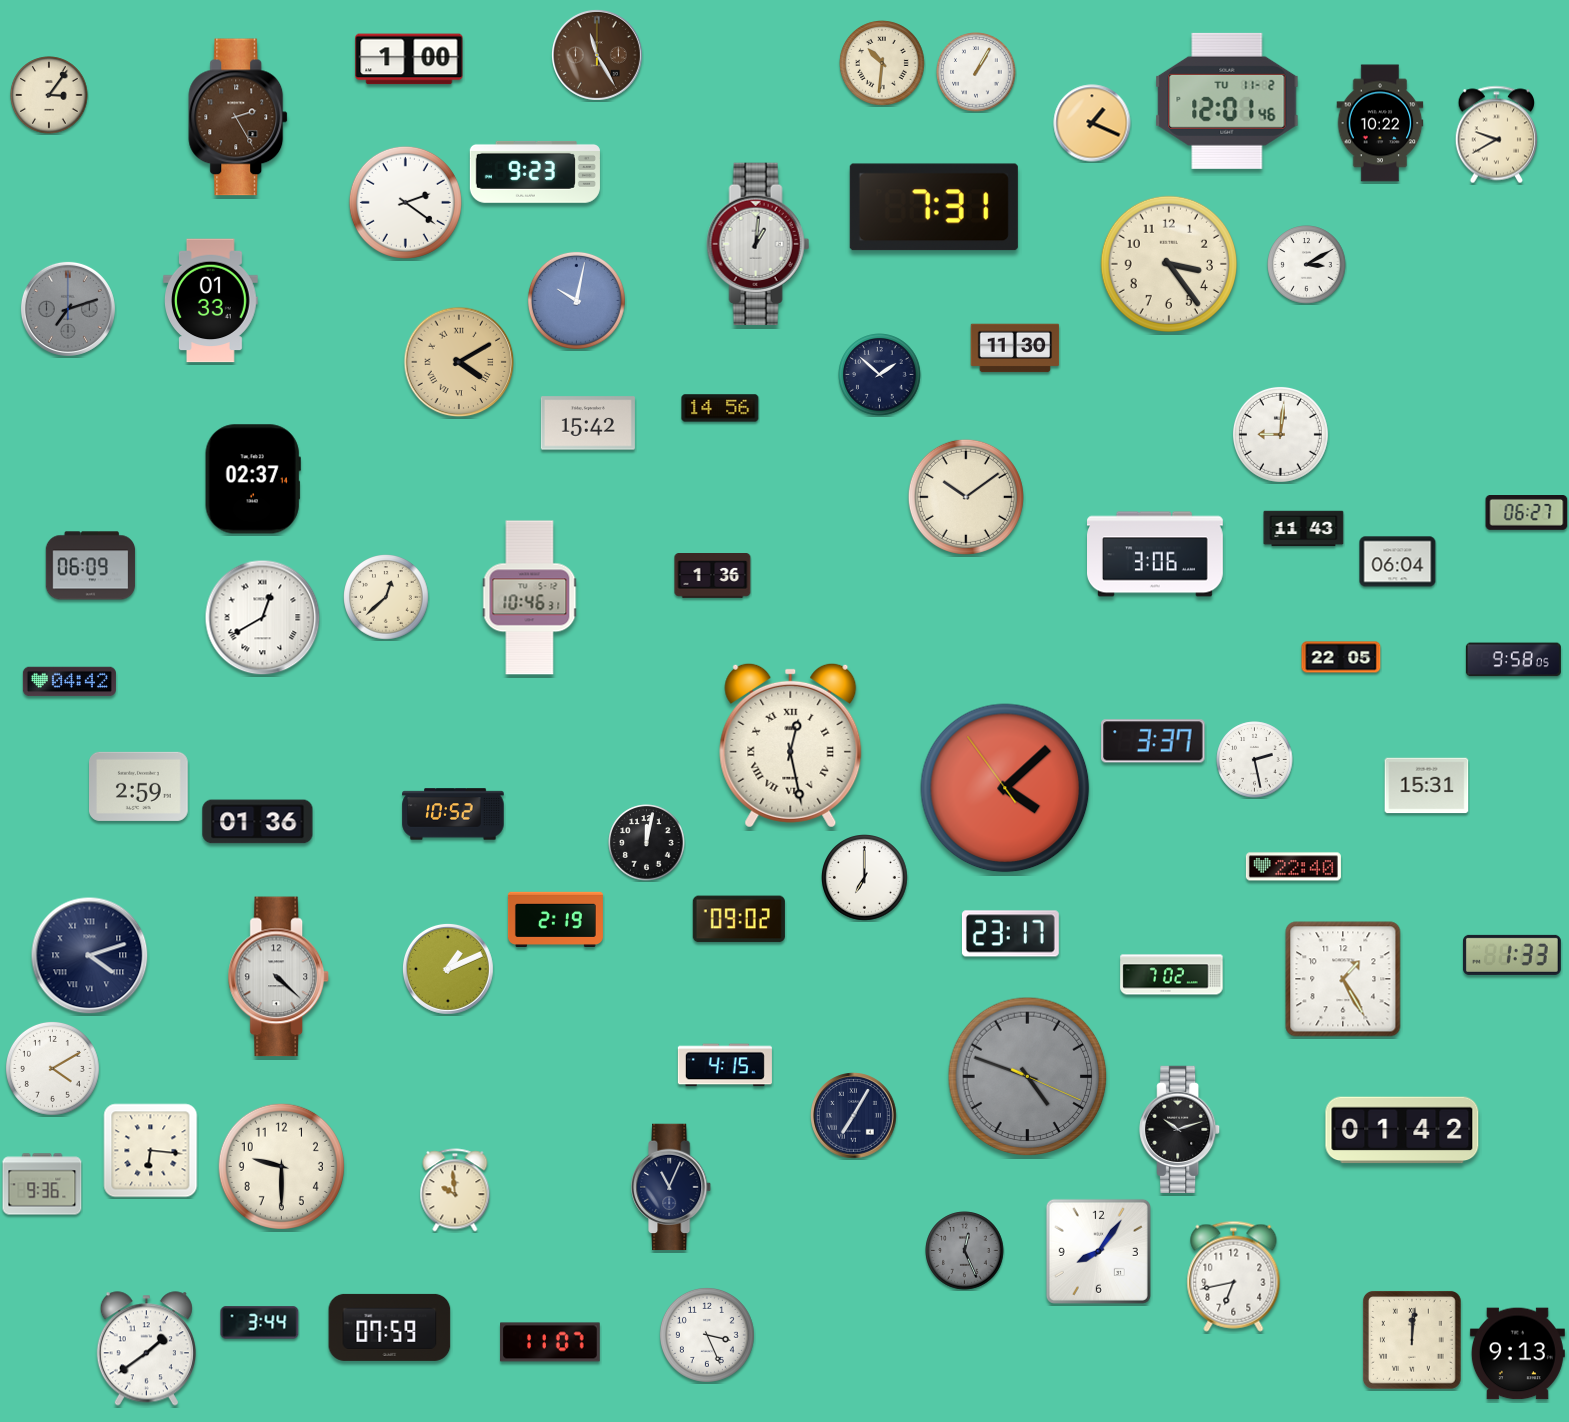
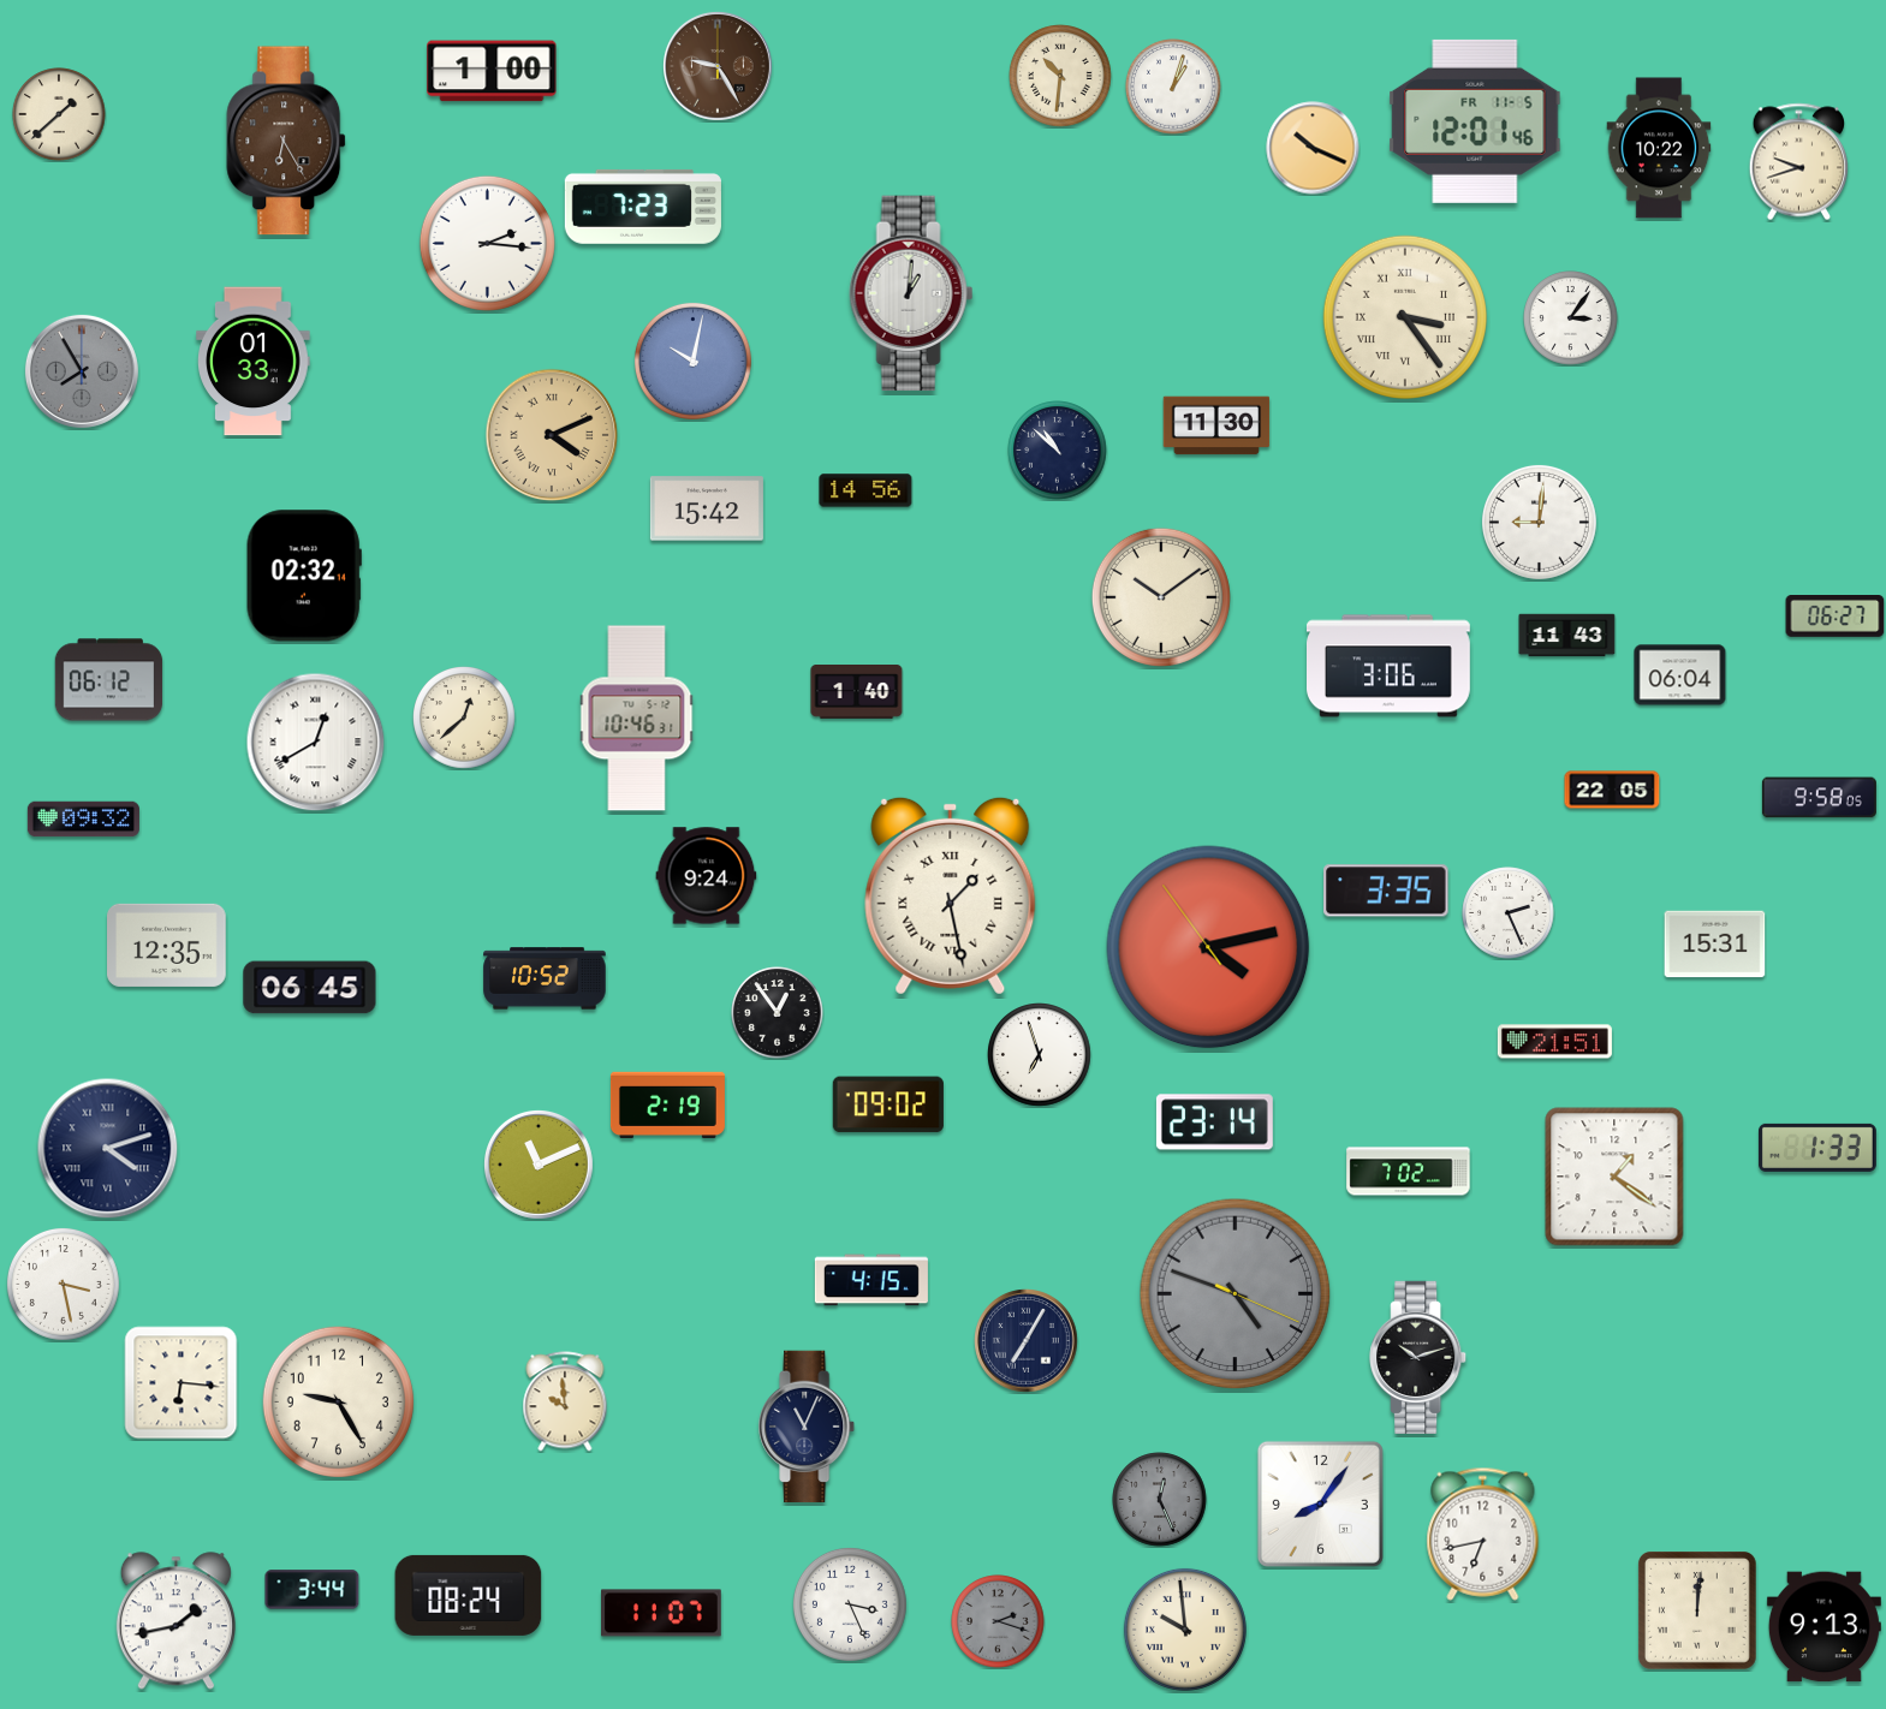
clock at (597, 55): 11:25 -> 9:25
clock at (976, 72): 1:05 -> 1:03
clock at (49, 95): 3:06 -> 1:38
clock at (1227, 101) date: TU 11-2 -> FR 11-5
clock at (239, 117): 2:25 -> 6:25
clock at (1092, 123): 1:19 -> 10:19
clock at (1496, 135): 9:40 -> 9:42
clock at (535, 172): 9:23 -> 7:23
clock at (405, 202): 2:21 -> 2:16
clock at (934, 207): 7:31 -> none
clock at (1169, 264) numerals: Arabic -> Roman
clock at (1307, 265): 3:10 -> 3:06
clock at (68, 309): 7:12 -> 7:55
clock at (1015, 348) position: (1015, 348) -> (1216, 425)
clock at (459, 362): 4:10 -> 4:11
clock at (880, 375): 1:52 -> 10:52
clock at (253, 479): 02:37 -> 02:32
clock at (91, 566): 06:09 -> 06:12
clock at (713, 576): 1:36 -> 1:40
clock at (1513, 660) position: (1513, 660) -> (1819, 798)
clock at (69, 682): 04:42 -> 09:32
clock at (707, 876): none -> 9:24
clock at (1153, 741): 3:37 -> 3:35
clock at (791, 745): 12:28 -> 1:28
clock at (1255, 760): 2:28 -> 2:26
clock at (139, 786): 2:59 -> 12:35
clock at (1005, 788): 4:07 -> 4:12
clock at (258, 822): 01:36 -> 06:45
clock at (647, 843): 12:02 -> 12:54
clock at (1293, 867): 22:40 -> 21:51
clock at (865, 878): 7:00 -> 6:57
clock at (1010, 934): 23:17 -> 23:14
clock at (448, 969): 1:11 -> 11:11
clock at (278, 977): 4:22 -> none
clock at (1343, 979): 1:25 -> 1:21
clock at (52, 1068): 4:10 -> 3:28
clock at (1402, 1130): 01:42 -> none
clock at (281, 1166): 9:30 -> 9:25
clock at (42, 1184): 9:36 -> none
clock at (455, 1190) position: (455, 1190) -> (565, 1401)
clock at (965, 1251) position: (965, 1251) -> (1160, 1500)
clock at (390, 1327): 07:59 -> 08:24
clock at (146, 1349): 1:39 -> 1:43
clock at (998, 1621): none -> 2:18
clock at (1185, 1630): none -> 9:59
